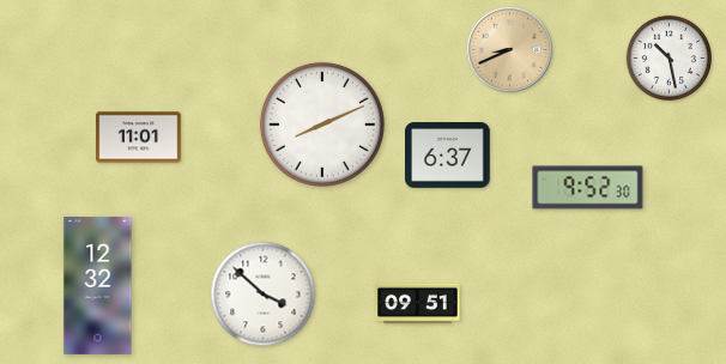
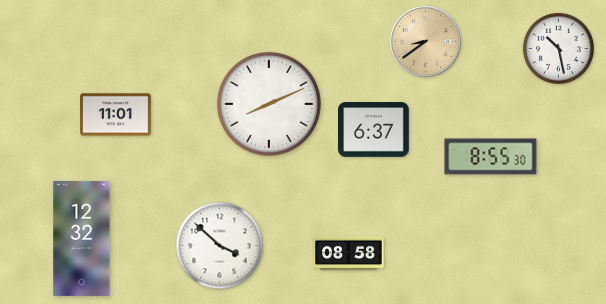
clock at (510, 50): 8:41 -> 8:39
clock at (588, 188): 9:52 -> 8:55
clock at (418, 304): 09:51 -> 08:58
